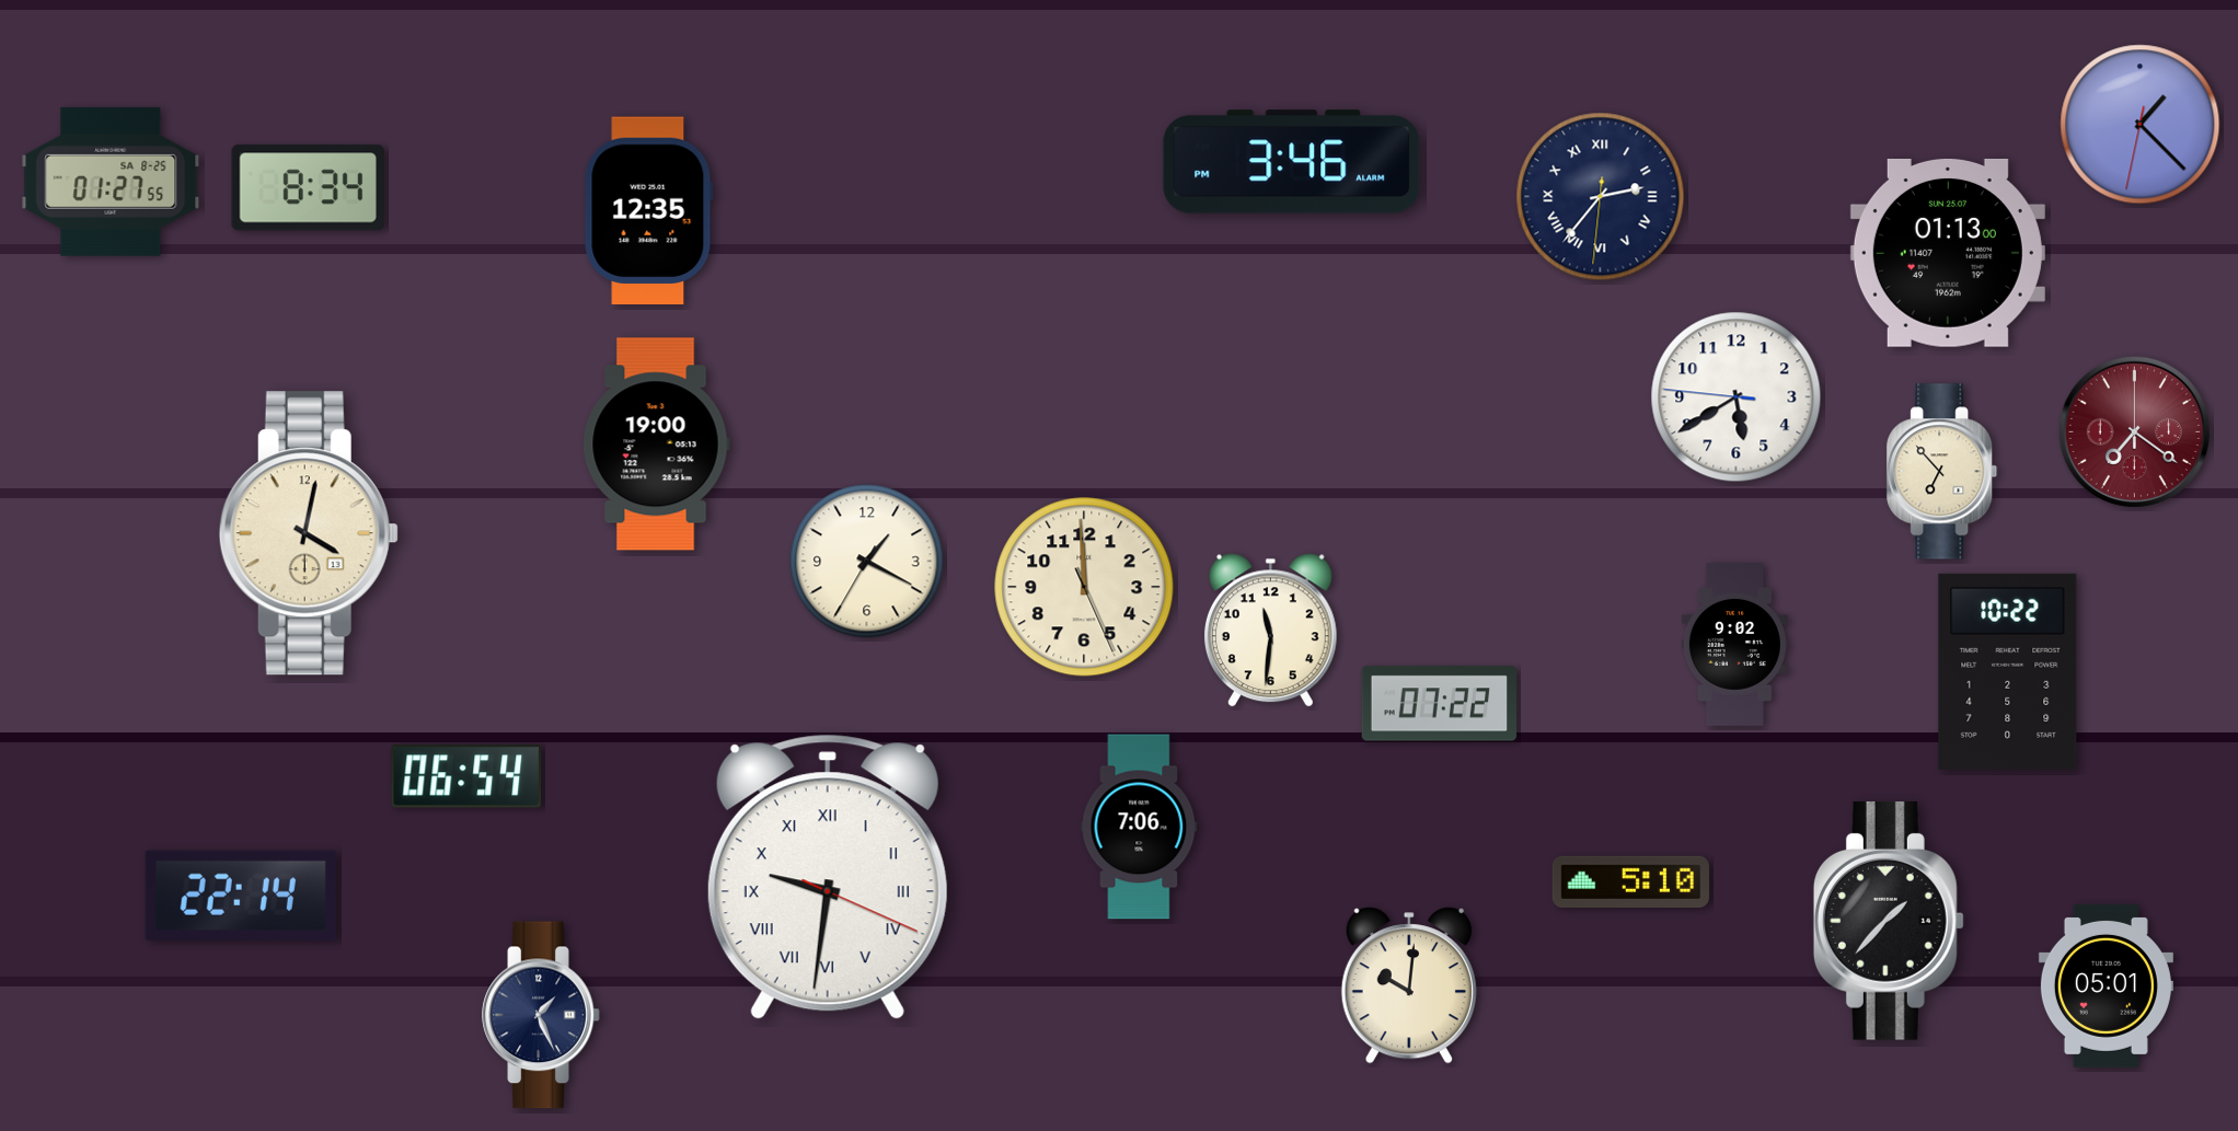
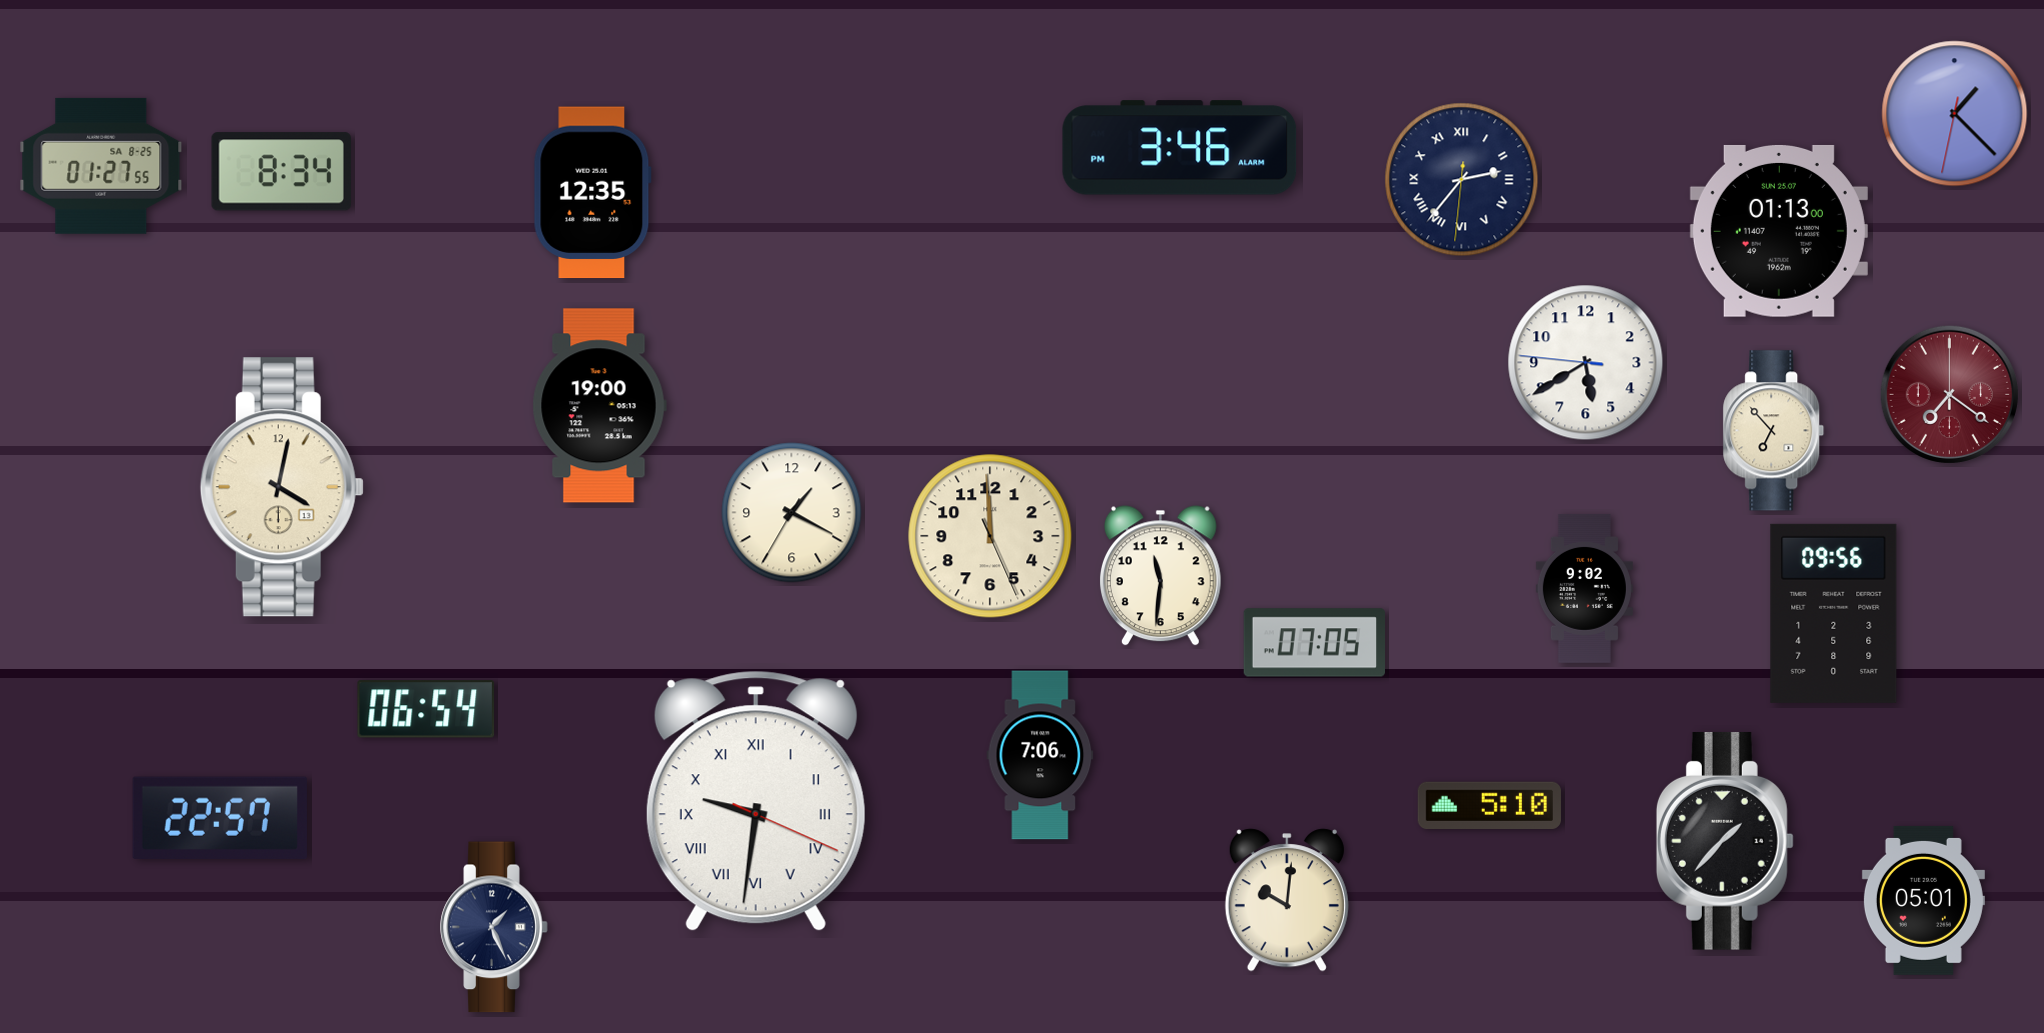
clock at (2008, 671): 10:22 -> 09:56
clock at (1439, 704): 07:22 -> 07:05
clock at (241, 896): 22:14 -> 22:57
